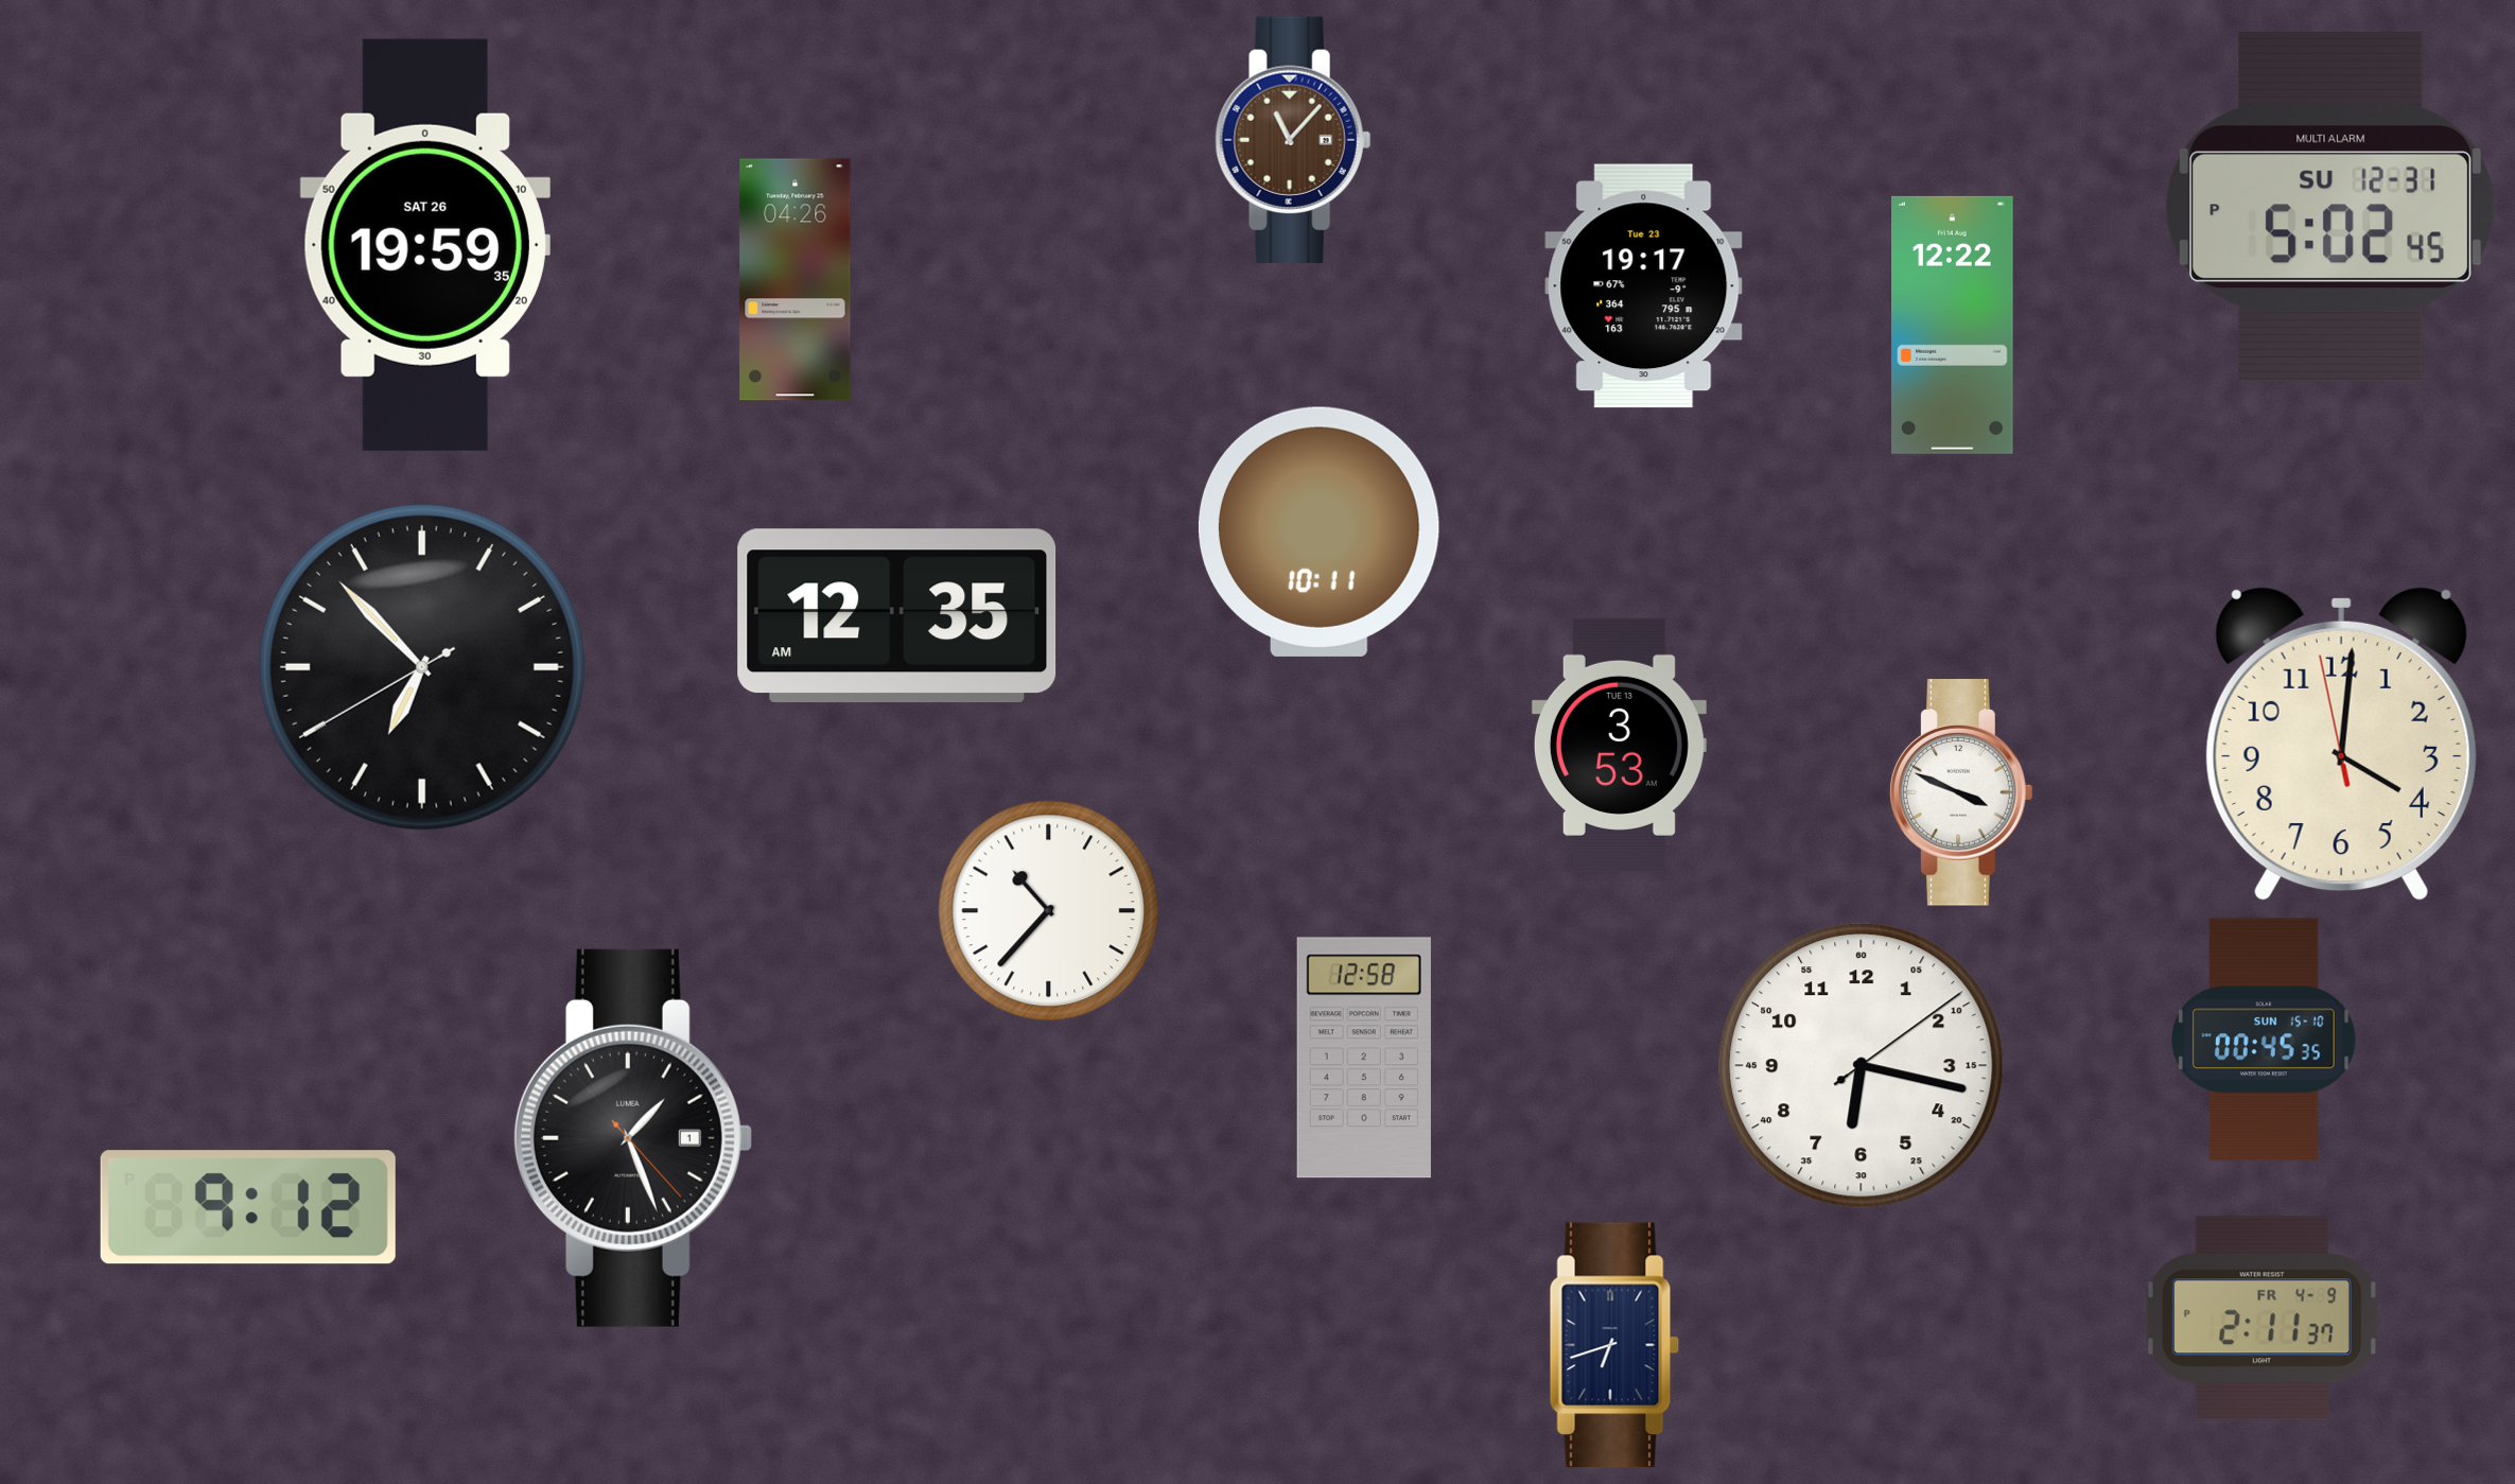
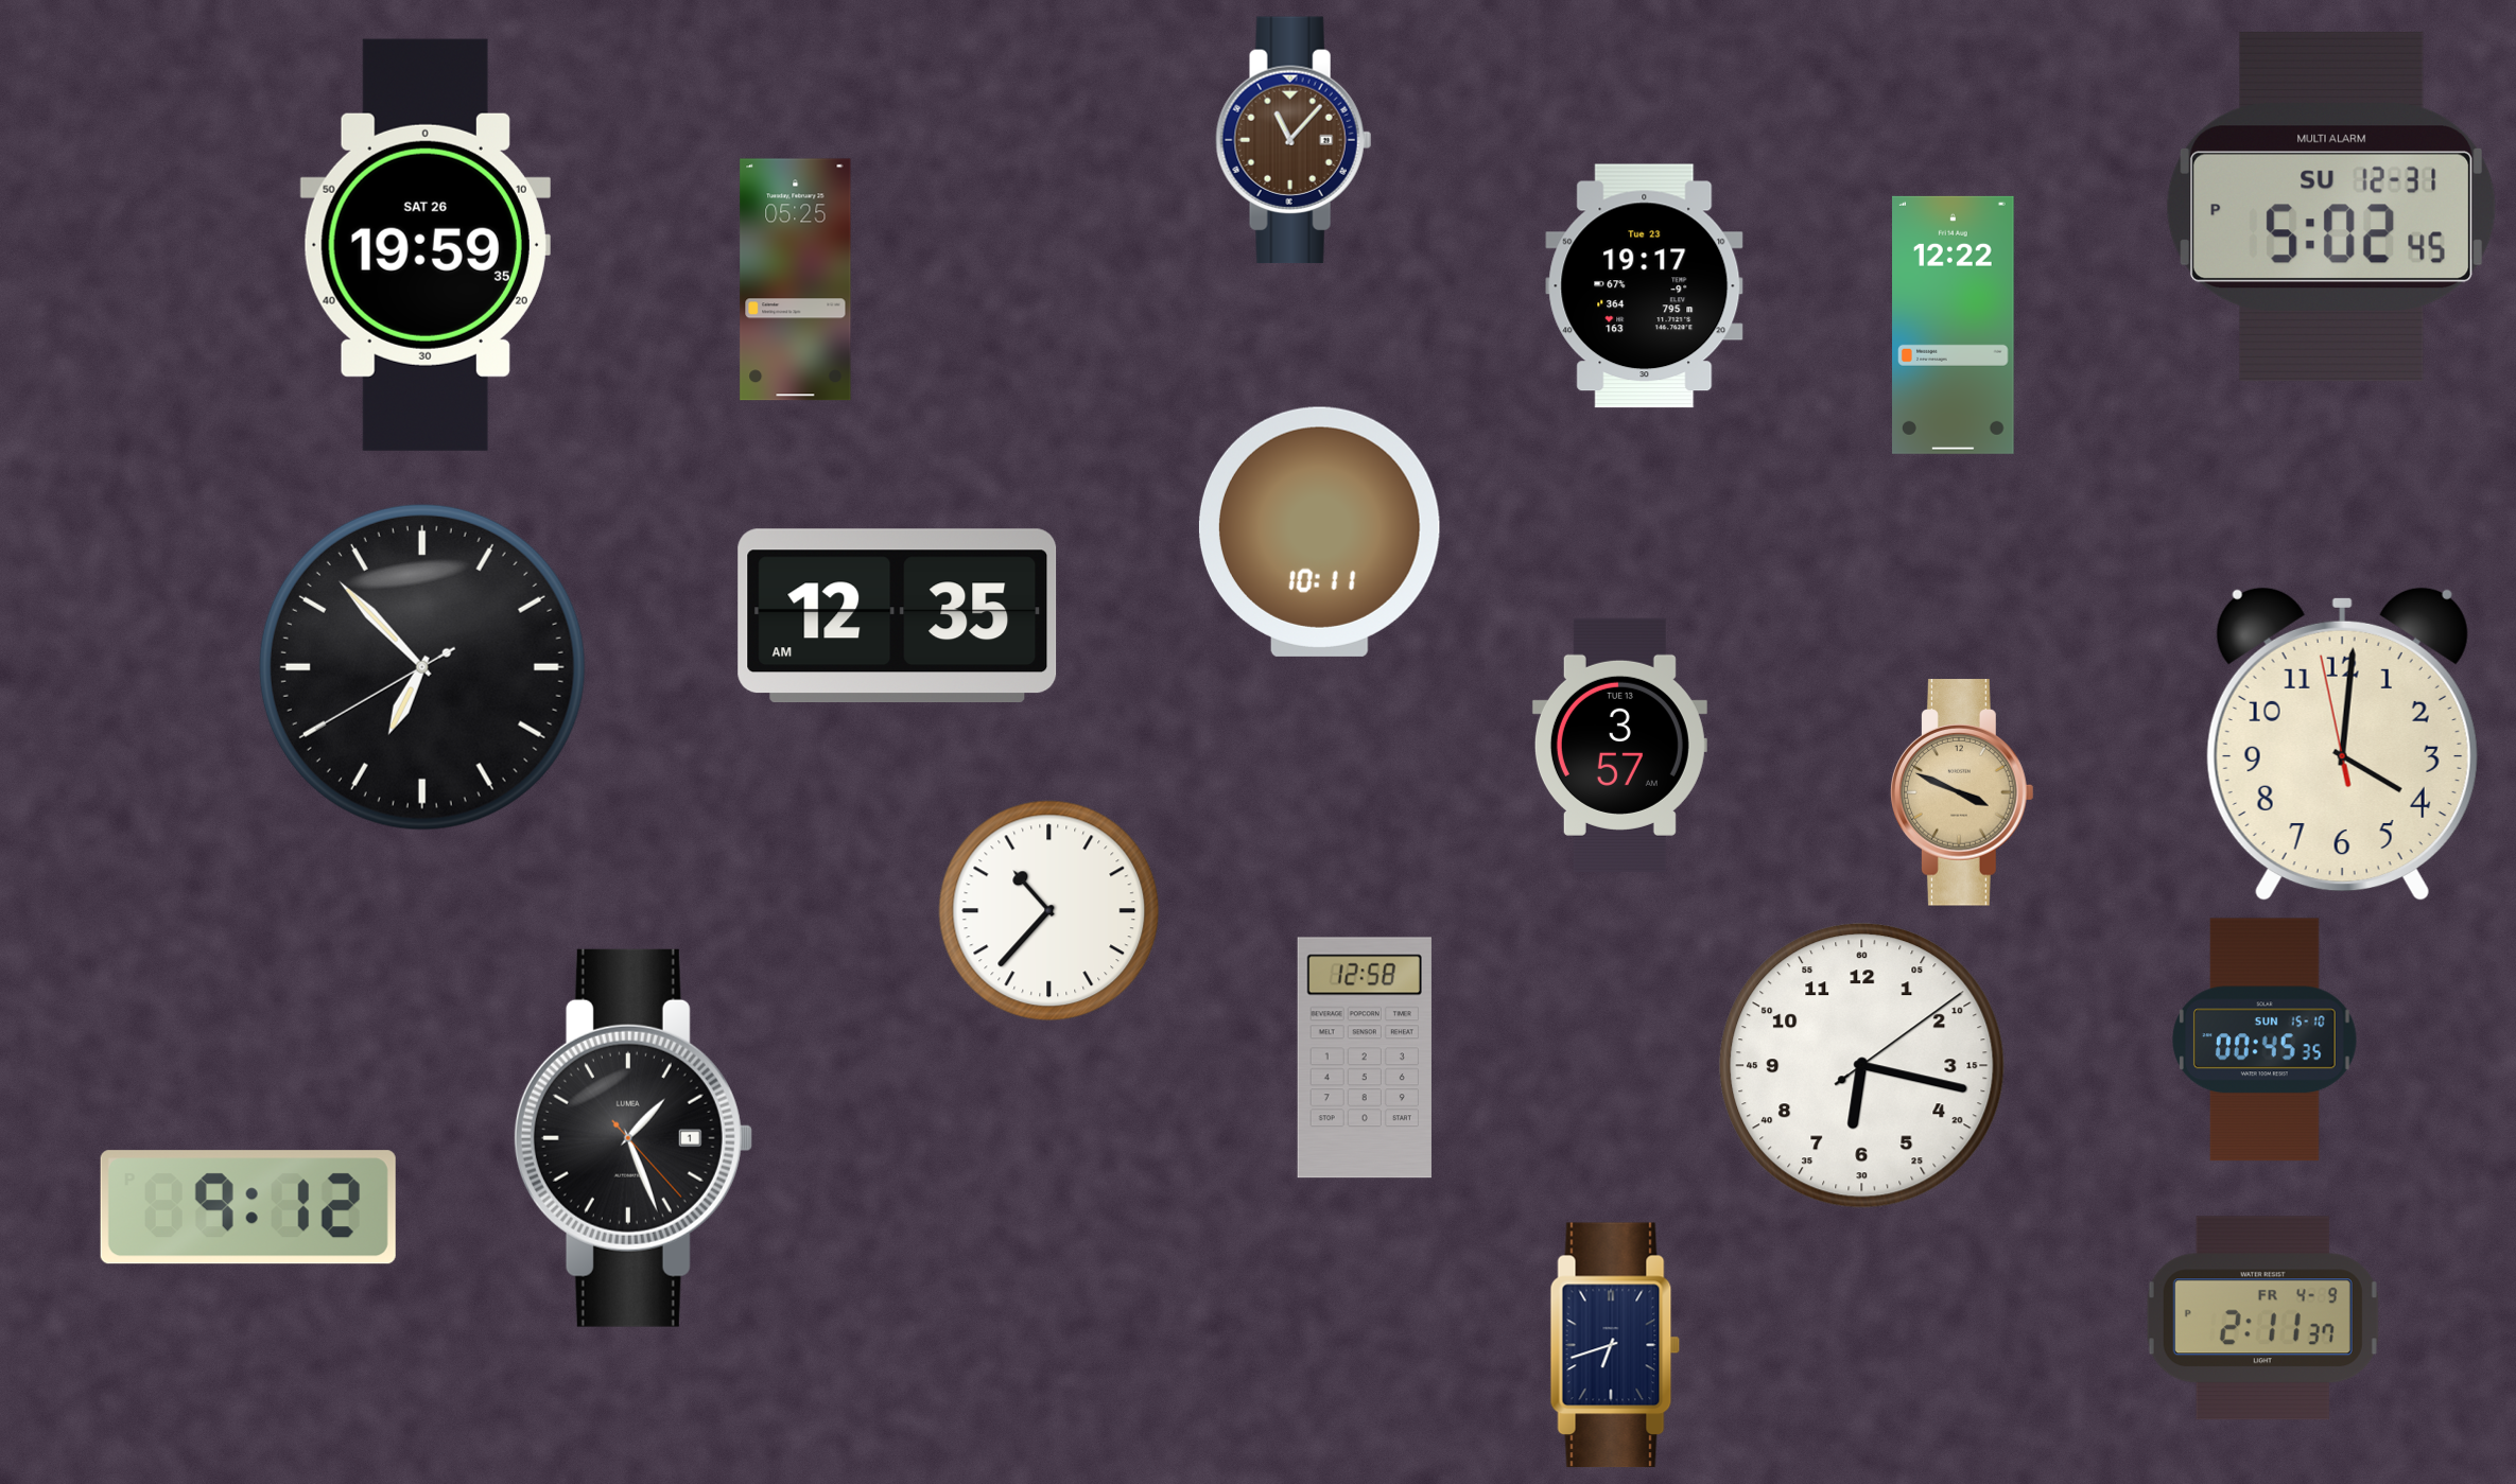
clock at (796, 280): 04:26 -> 05:25
clock at (1619, 745): 3:53 -> 3:57
clock at (1961, 792) dial: white -> champagne
